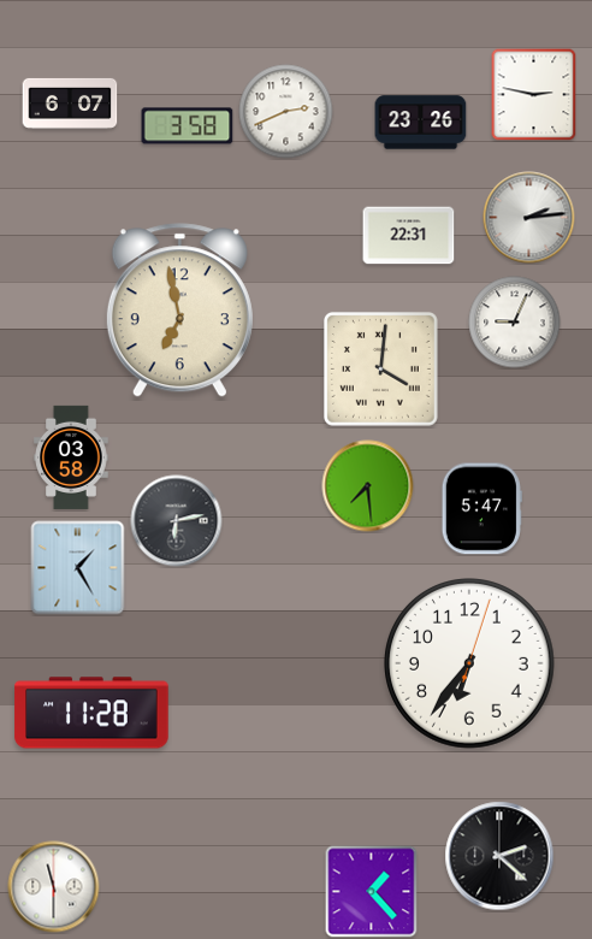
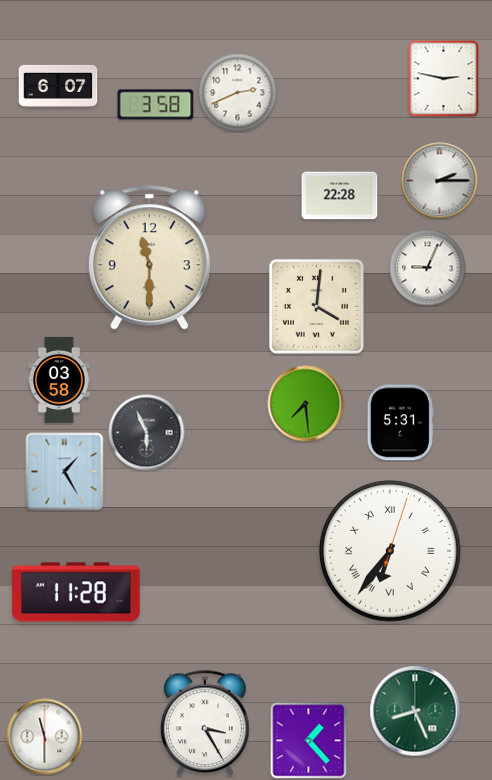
clock at (421, 123): 23:26 -> none
clock at (529, 218): 2:14 -> 2:15
clock at (409, 236): 22:31 -> 22:28
clock at (179, 311): 6:58 -> 11:30
clock at (481, 509): 5:47 -> 5:31
clock at (177, 521): 6:13 -> 5:56
clock at (470, 665) numerals: Arabic -> Roman
clock at (499, 856): 2:22 -> 8:26
clock at (499, 856) dial: black -> green
clock at (205, 724): none -> 3:25
